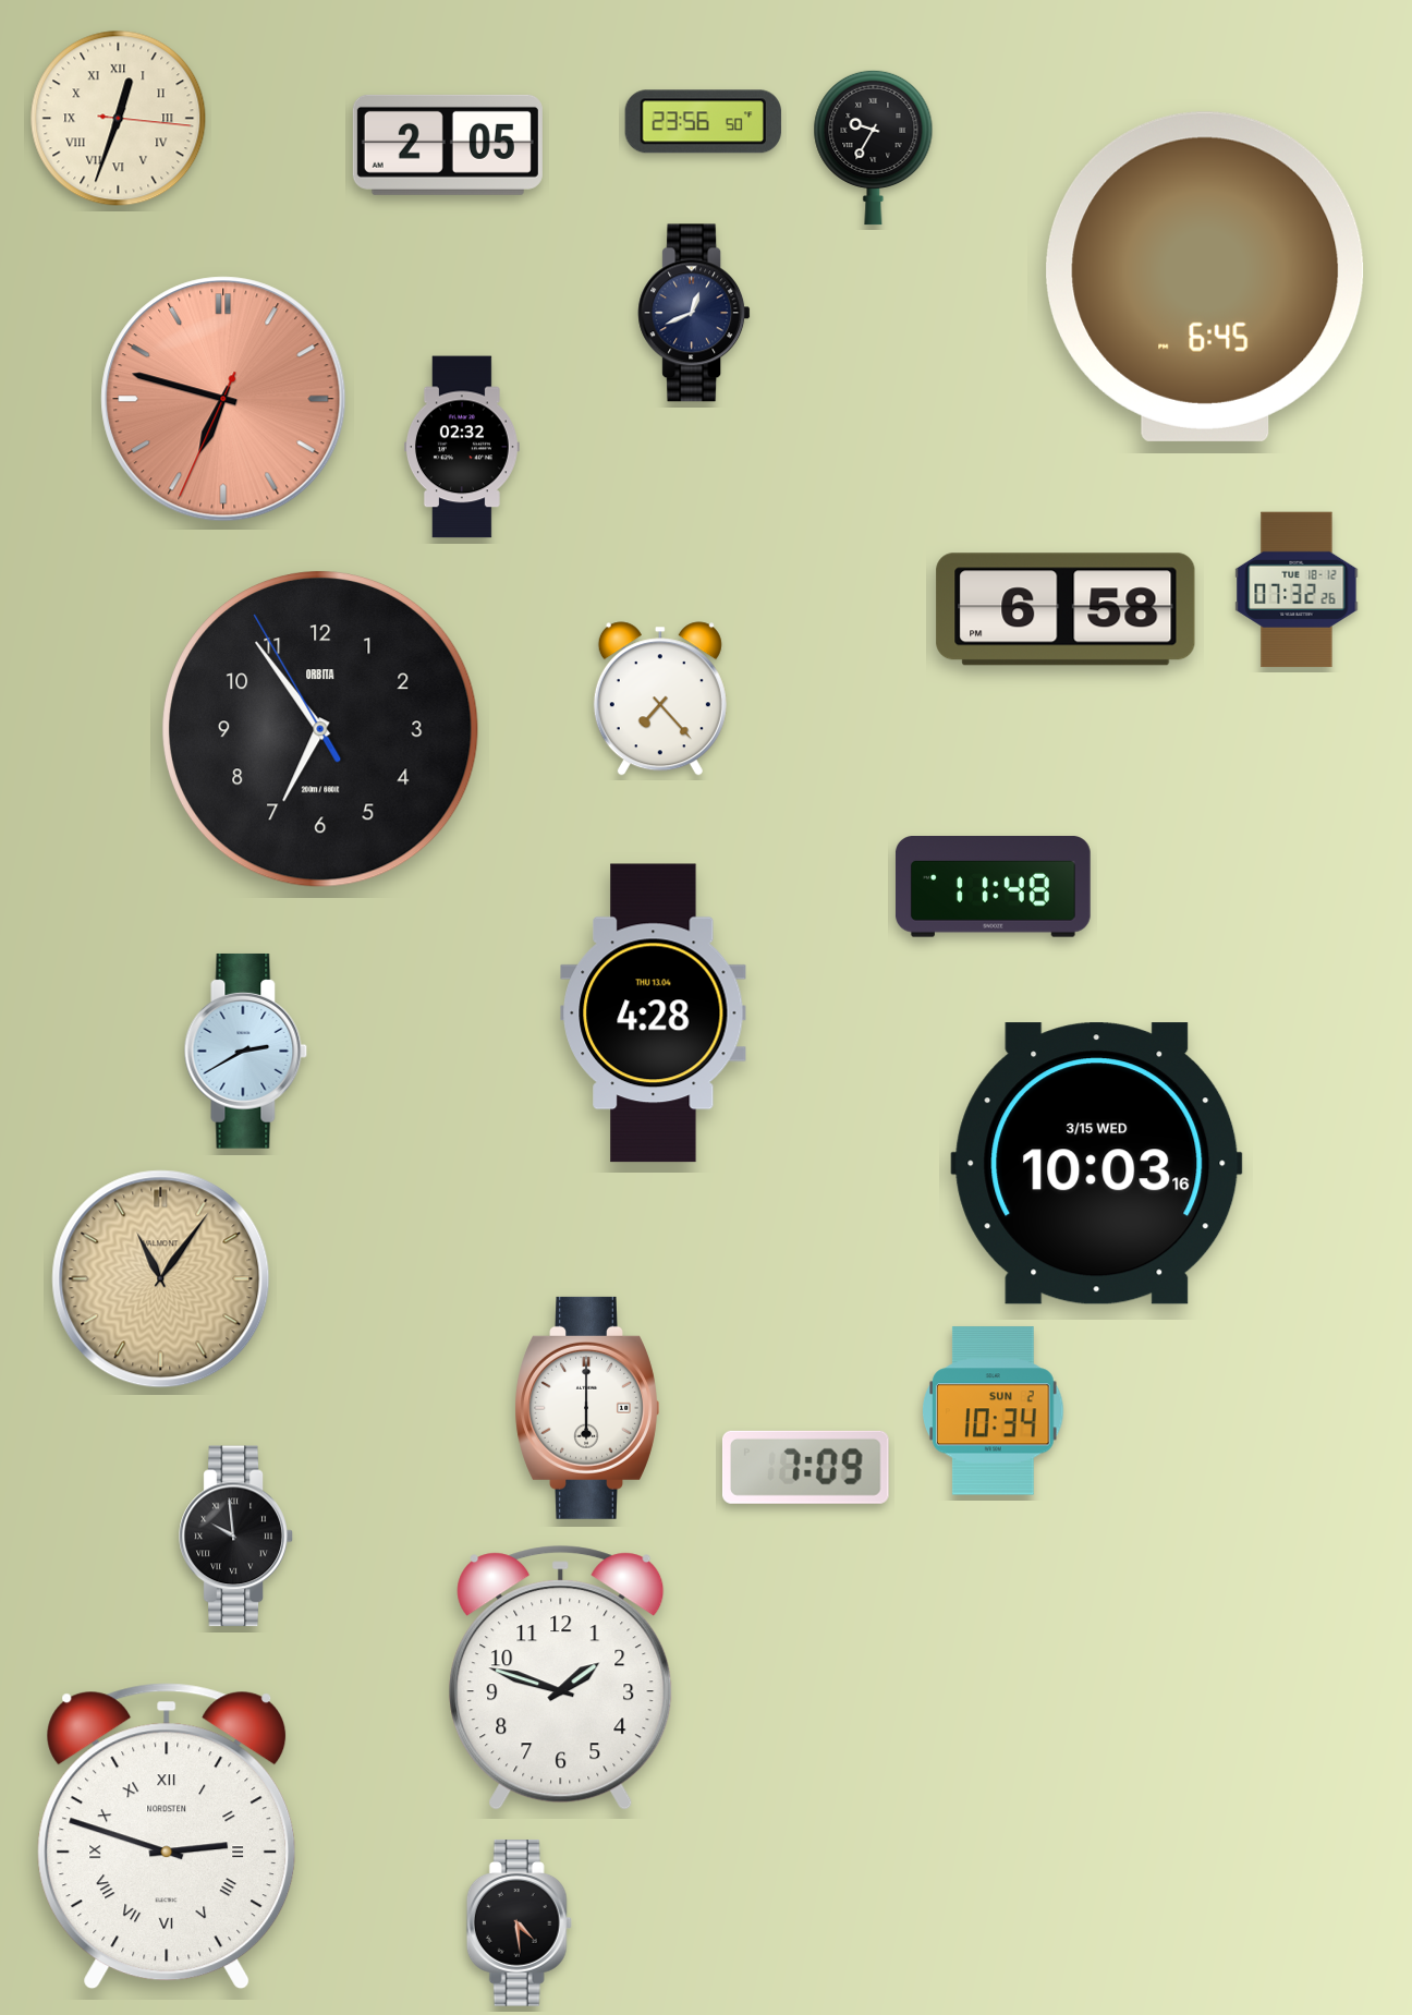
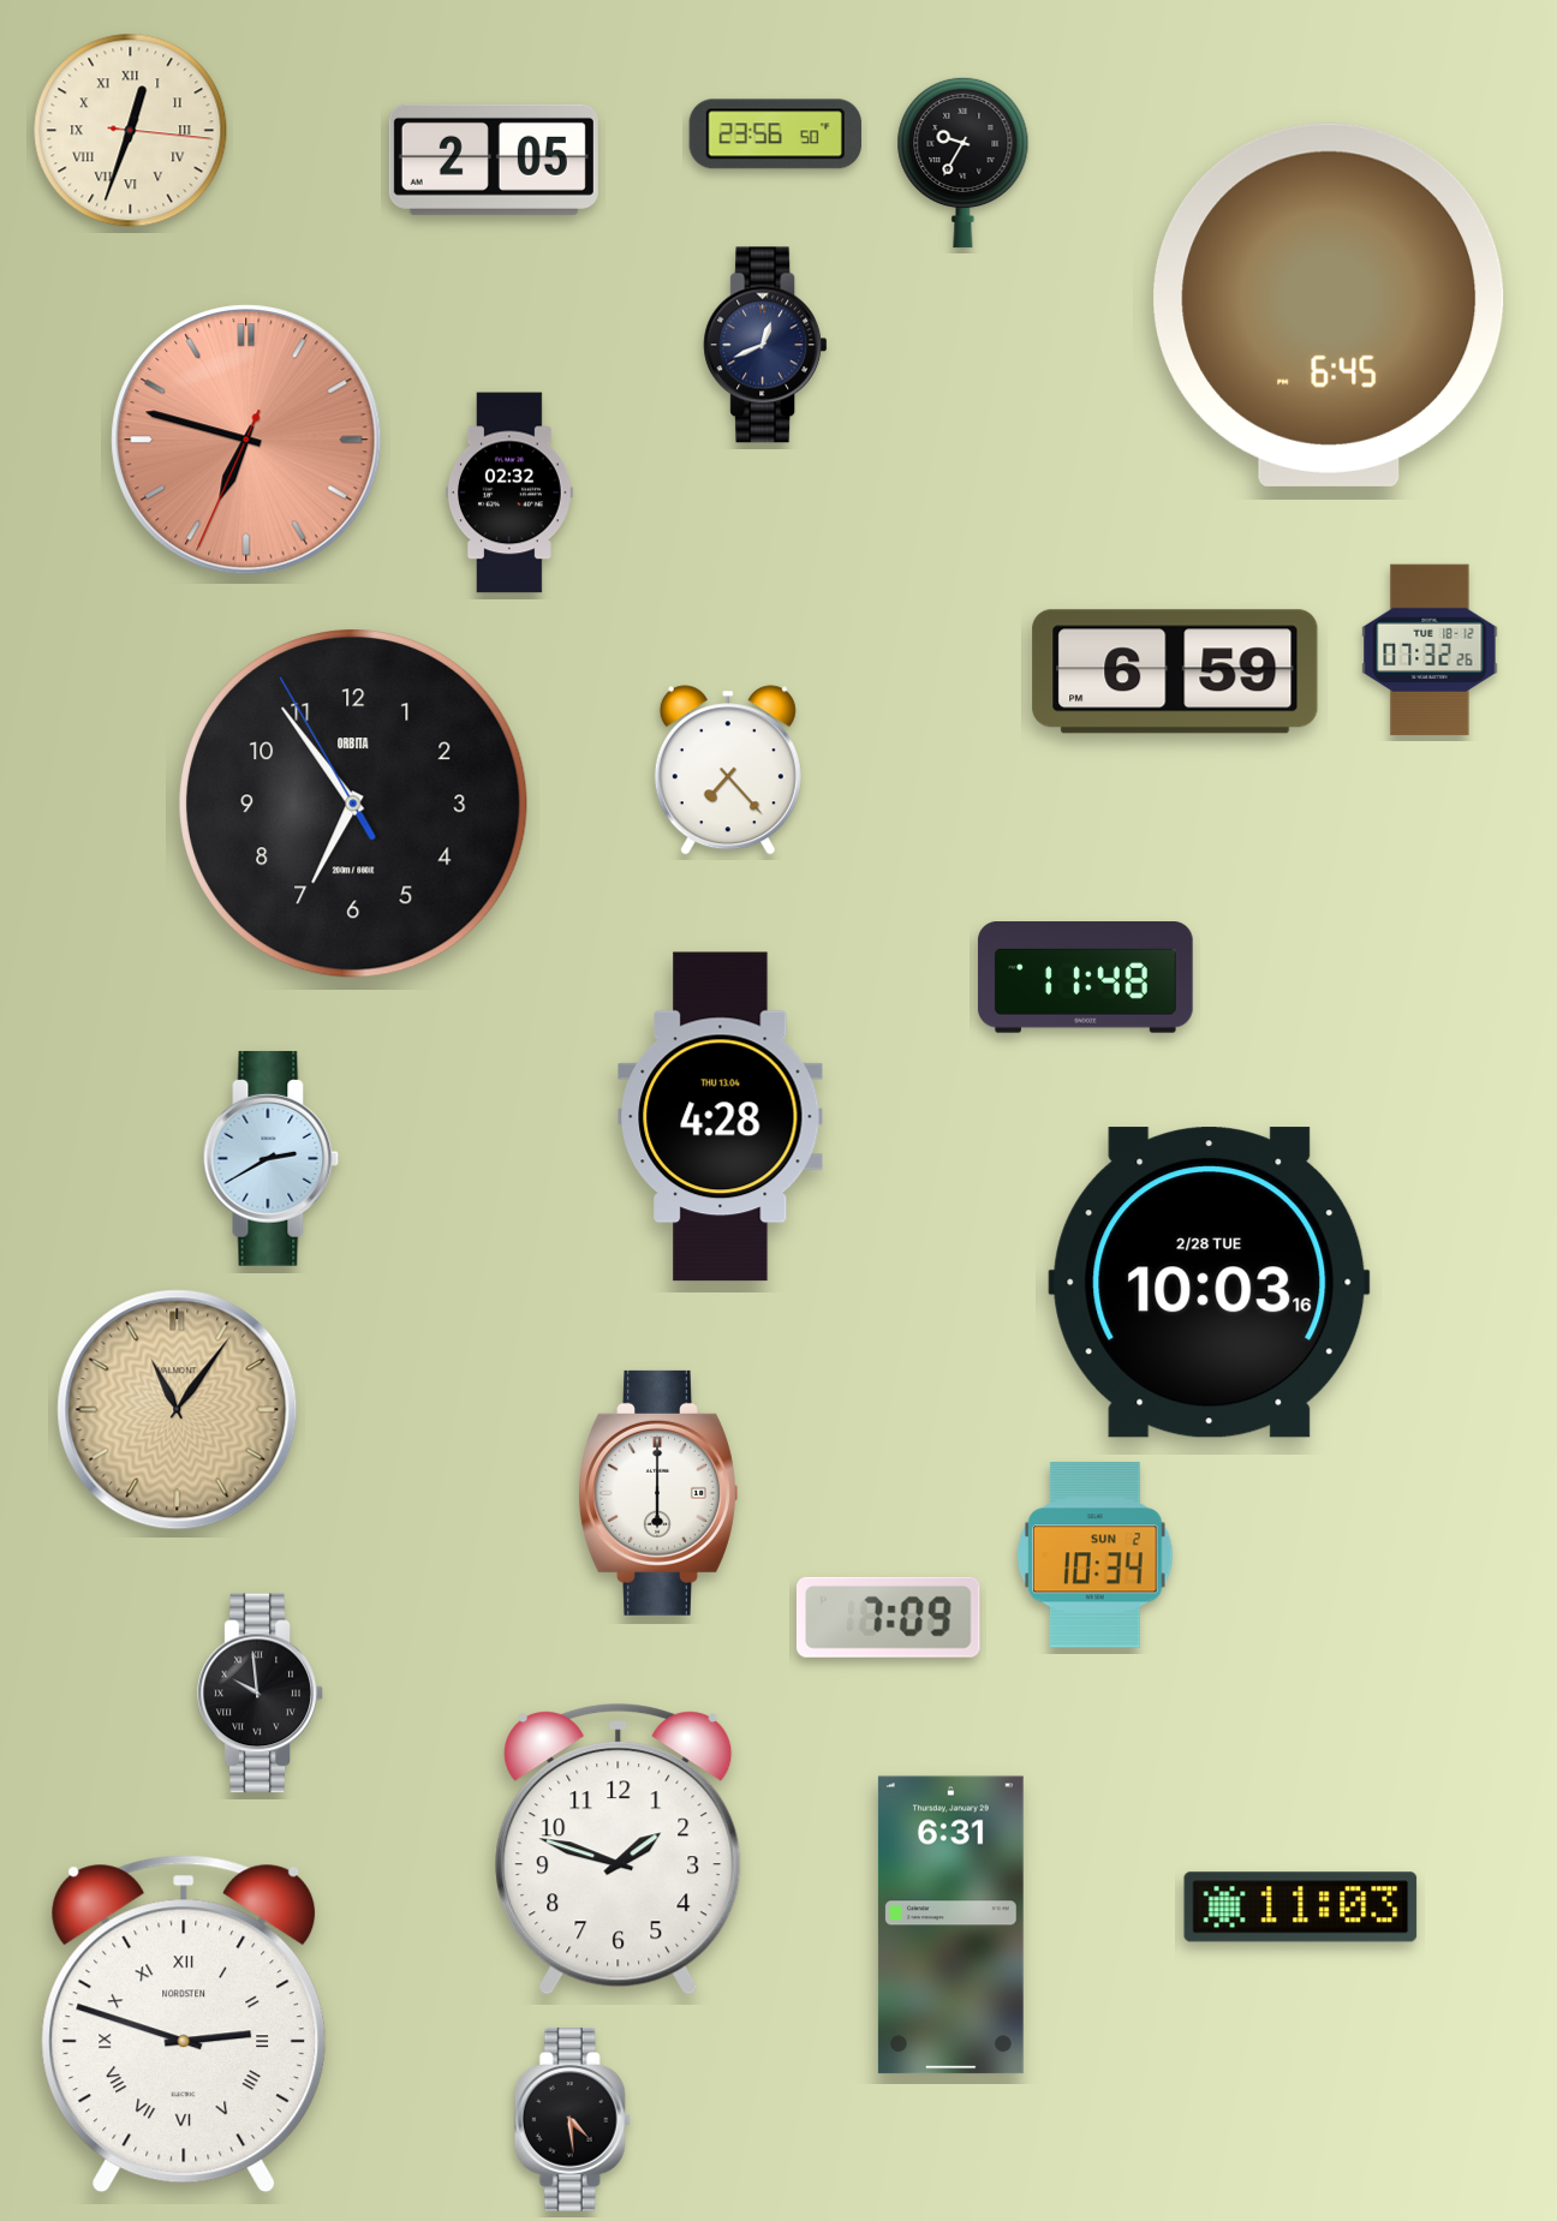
clock at (1066, 609): 6:58 -> 6:59
clock at (993, 887) position: (993, 887) -> (1085, 978)
clock at (1097, 1164) date: 3/15 WED -> 2/28 TUE
clock at (587, 1408) position: (587, 1408) -> (658, 1493)
clock at (1301, 1907): none -> 11:03
clock at (950, 1926): none -> 6:31
